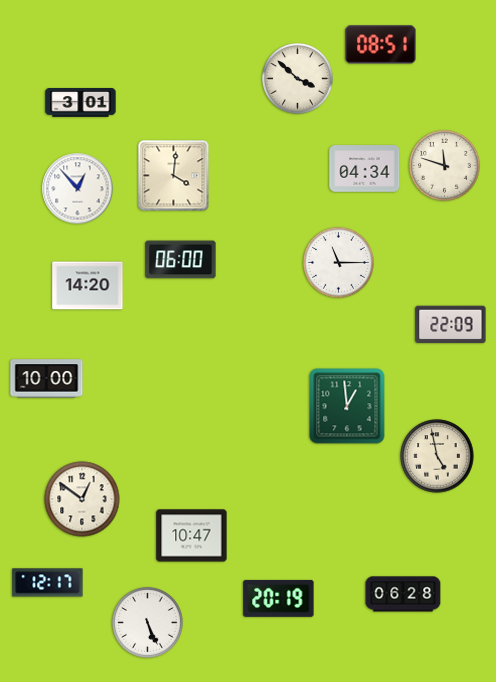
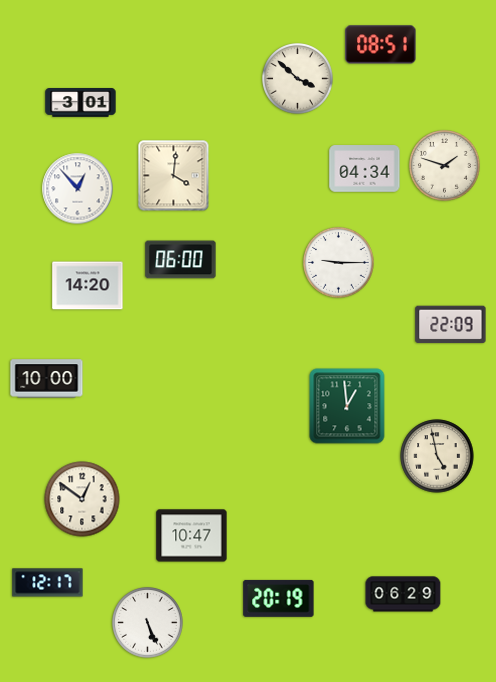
clock at (445, 166): 11:48 -> 1:48
clock at (339, 263): 11:15 -> 9:15
clock at (403, 594): 06:28 -> 06:29
